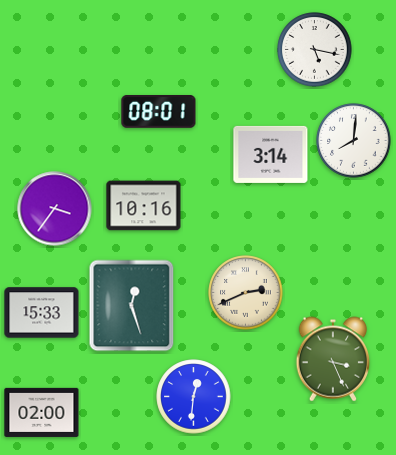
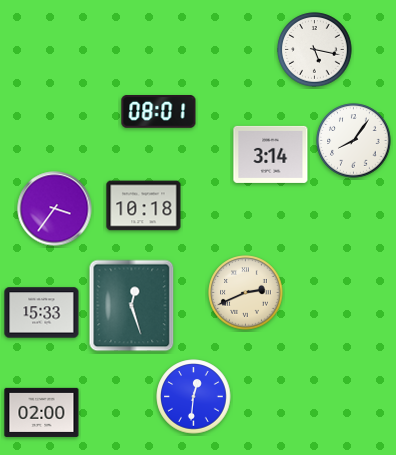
clock at (354, 141): 8:01 -> 8:06
clock at (144, 206): 10:16 -> 10:18
clock at (333, 359): 3:26 -> none
